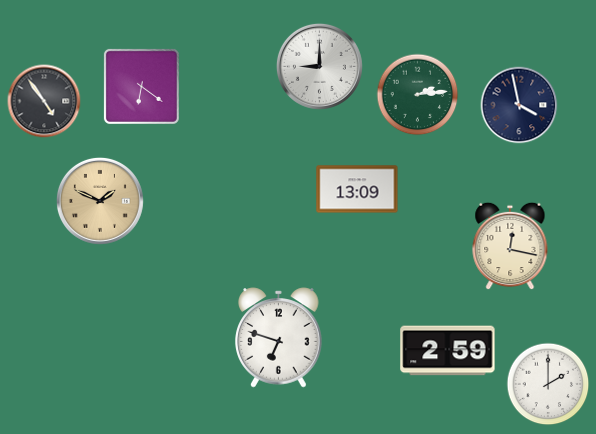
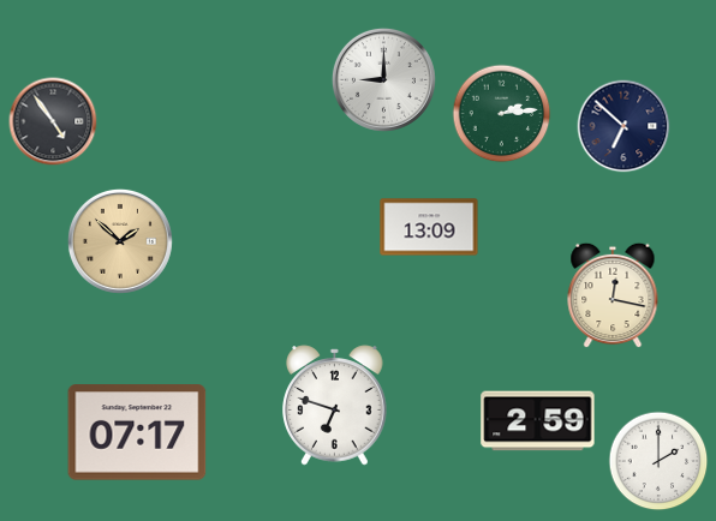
clock at (141, 86): 6:21 -> none
clock at (519, 105): 3:58 -> 6:52
clock at (100, 201): 1:49 -> 1:52
clock at (137, 432): none -> 07:17
